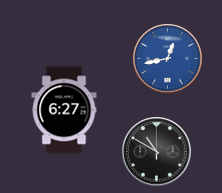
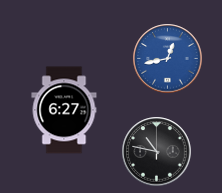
clock at (157, 152): 10:50 -> 10:47
